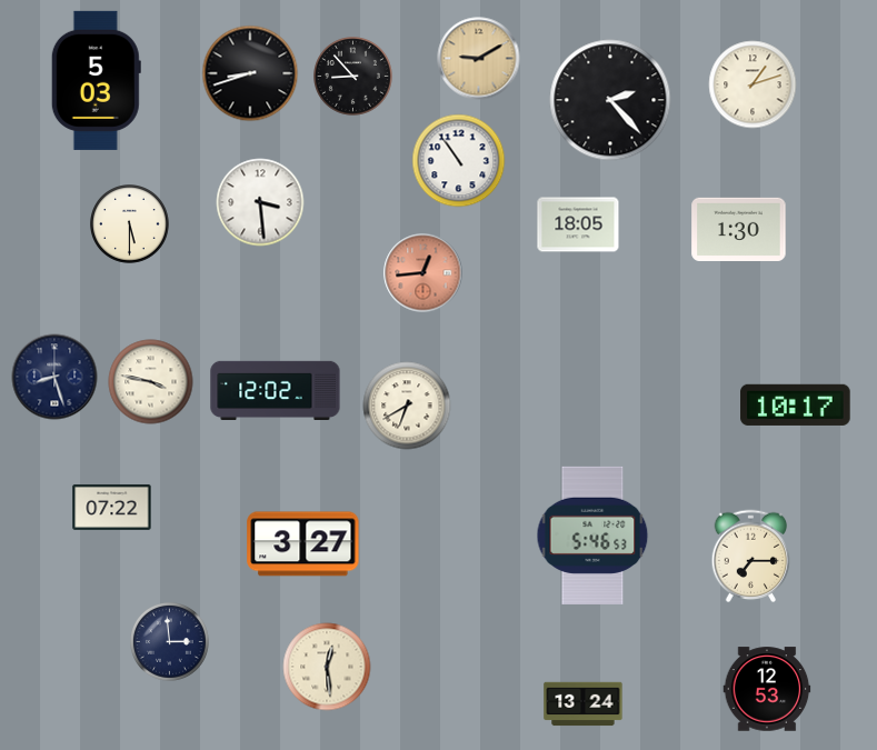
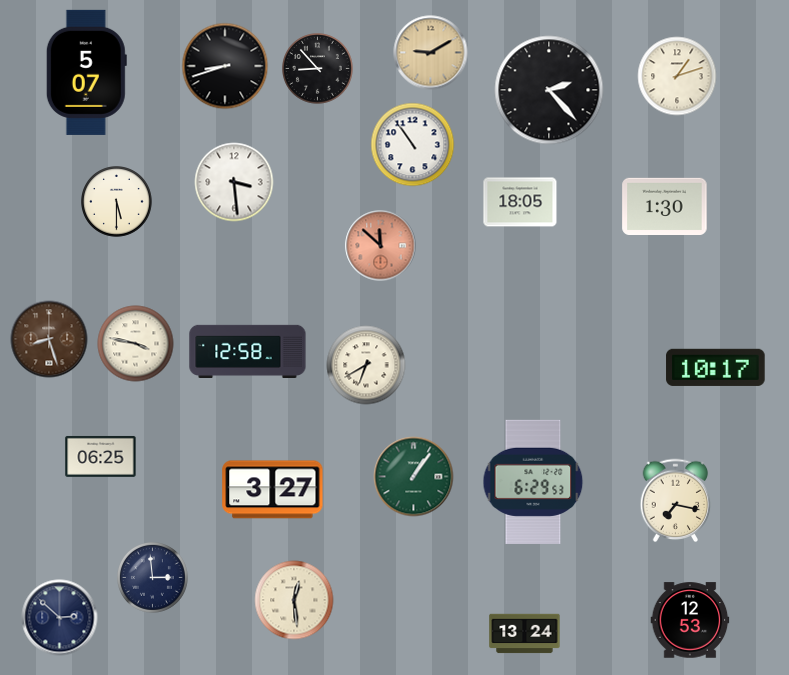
clock at (96, 80): 5:03 -> 5:07
clock at (423, 273): 12:44 -> 11:52
clock at (54, 377) dial: navy -> brown
clock at (276, 390): 12:02 -> 12:58
clock at (796, 404) position: (796, 404) -> (716, 367)
clock at (112, 507): 07:22 -> 06:25
clock at (414, 477): none -> 1:06
clock at (592, 534): 5:46 -> 6:29
clock at (751, 557): 7:15 -> 7:17
clock at (60, 618): none -> 2:52
